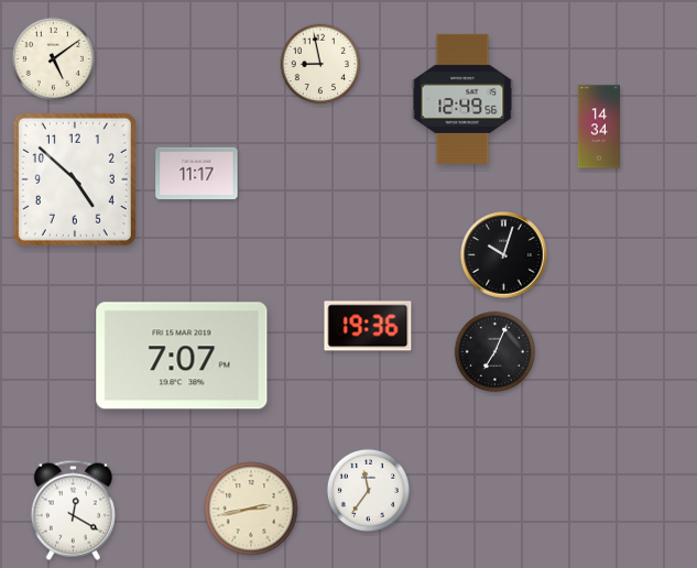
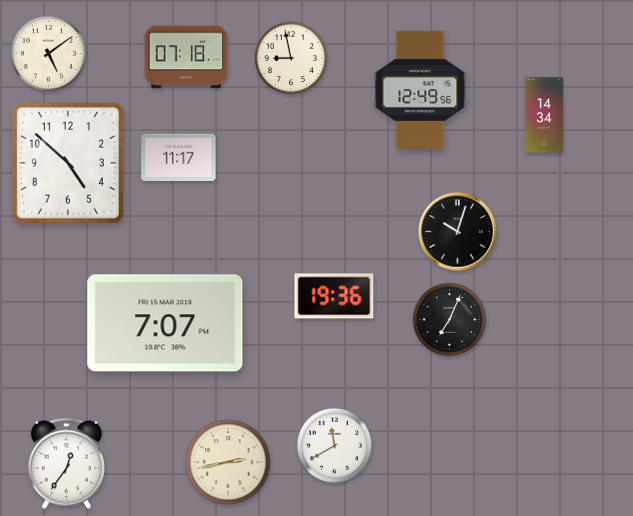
clock at (186, 57): none -> 07:18
clock at (368, 490): 11:36 -> 11:40
clock at (73, 510): 12:20 -> 12:36
